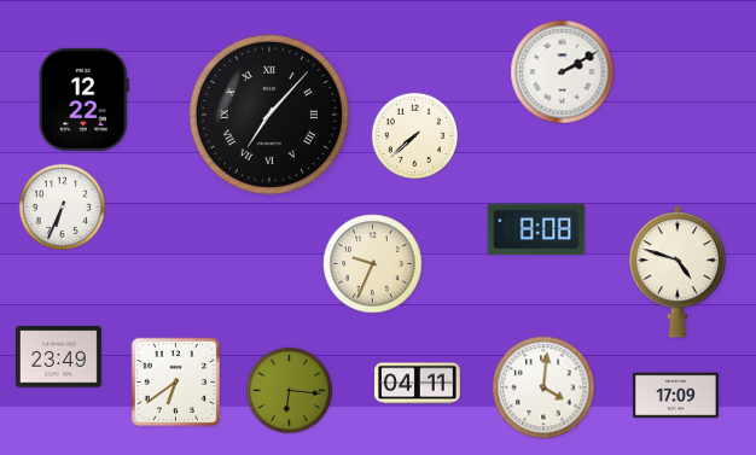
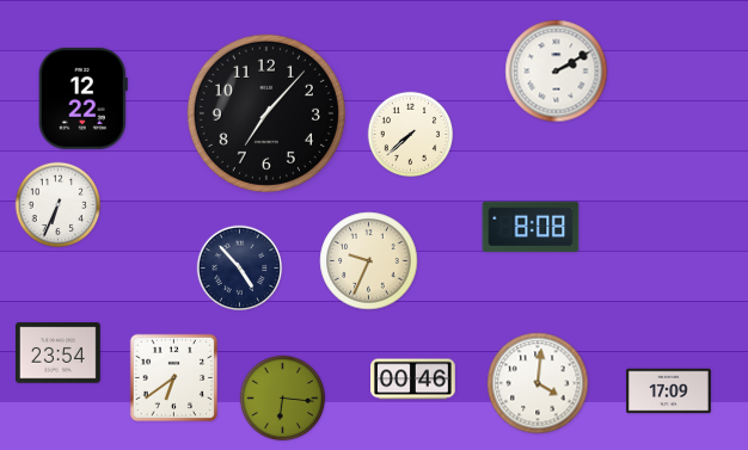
clock at (269, 115) numerals: Roman -> Arabic
clock at (63, 208) position: (63, 208) -> (59, 205)
clock at (240, 269): none -> 4:53
clock at (678, 272): 4:48 -> none
clock at (59, 357): 23:49 -> 23:54
clock at (418, 384): 04:11 -> 00:46
clock at (290, 391) position: (290, 391) -> (283, 399)
